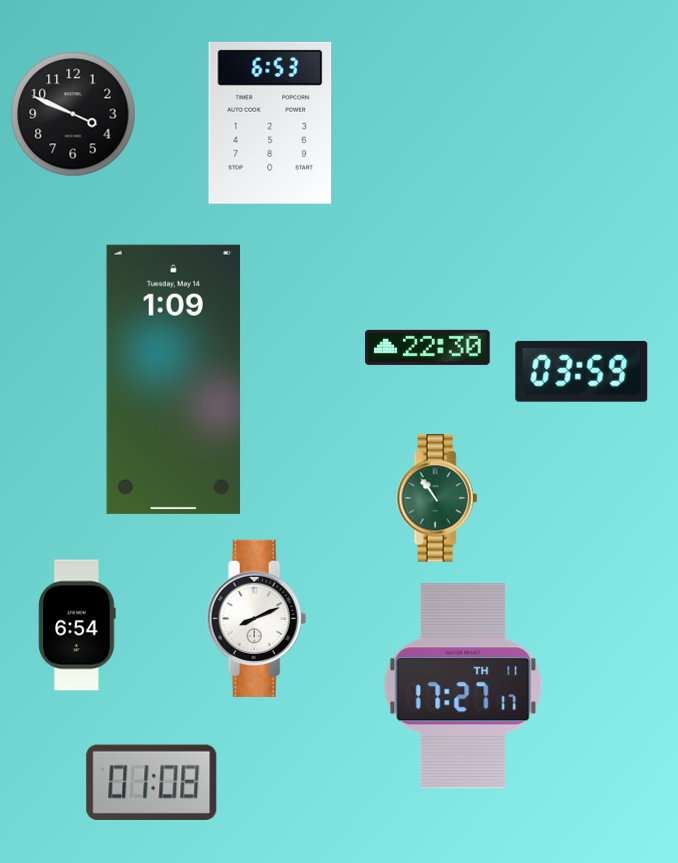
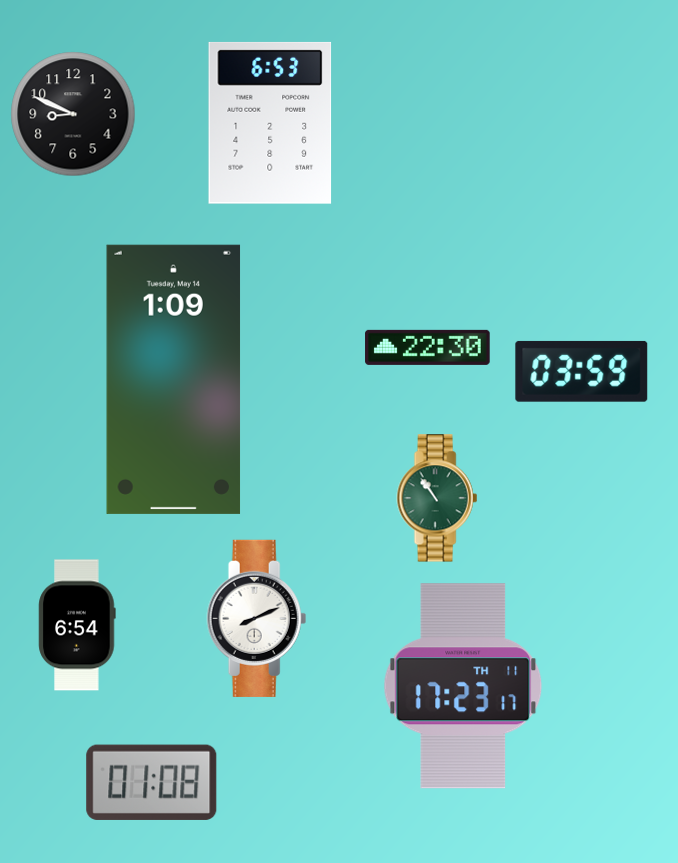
clock at (73, 114): 3:49 -> 8:49
clock at (463, 686): 17:27 -> 17:23
